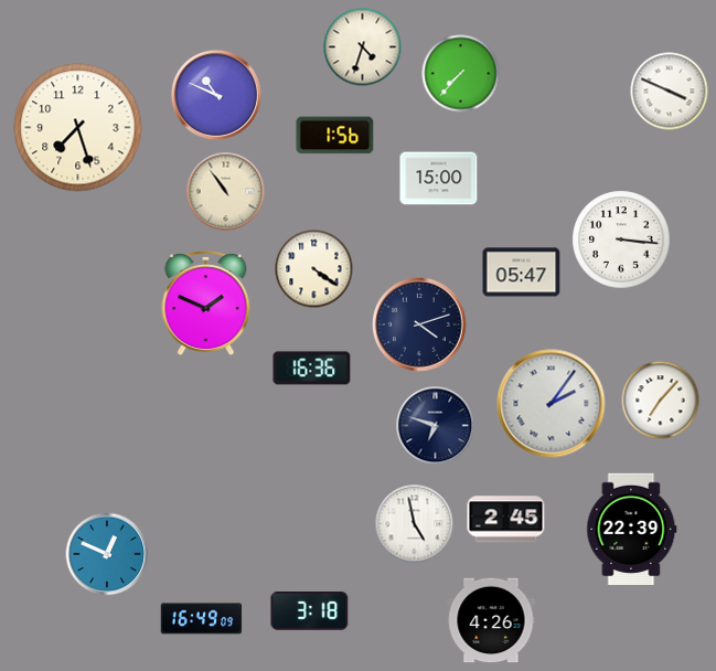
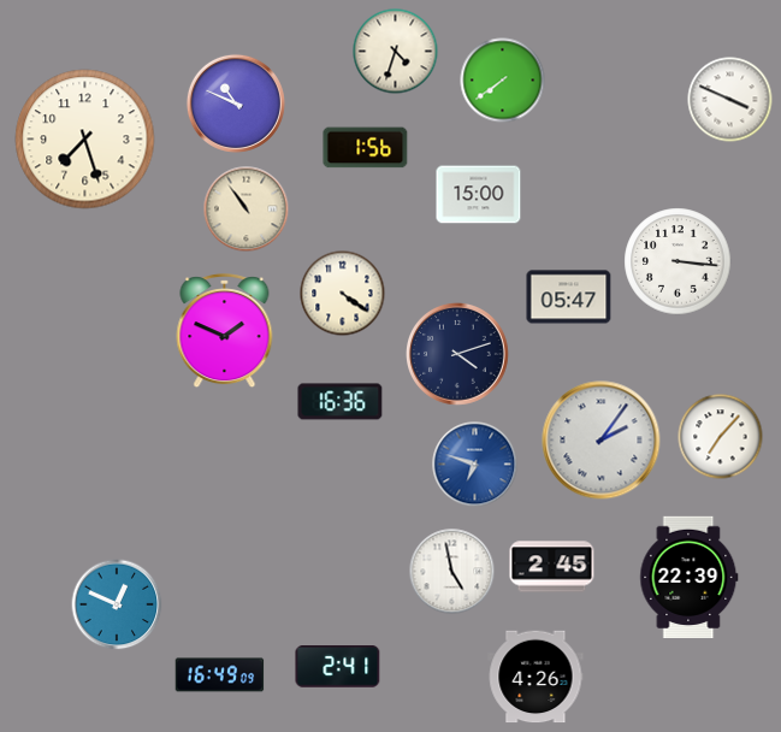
clock at (461, 74): 7:37 -> 7:39
clock at (436, 426) dial: navy -> blue
clock at (310, 611): 3:18 -> 2:41
